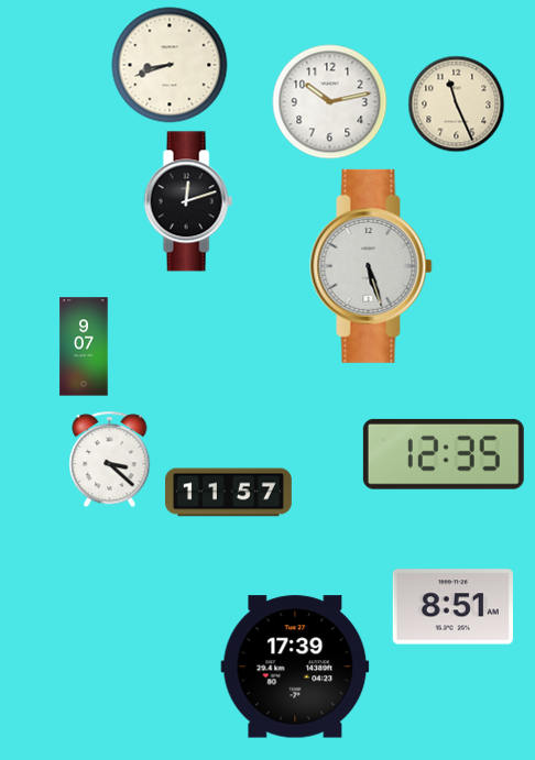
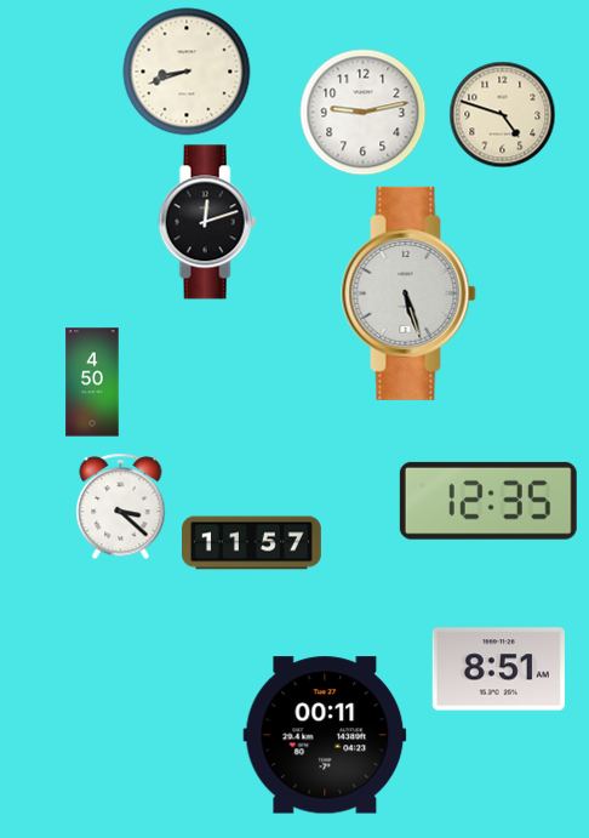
clock at (330, 102): 10:13 -> 9:13
clock at (457, 104): 11:26 -> 4:48
clock at (84, 346): 9:07 -> 4:50
clock at (295, 667): 17:39 -> 00:11
